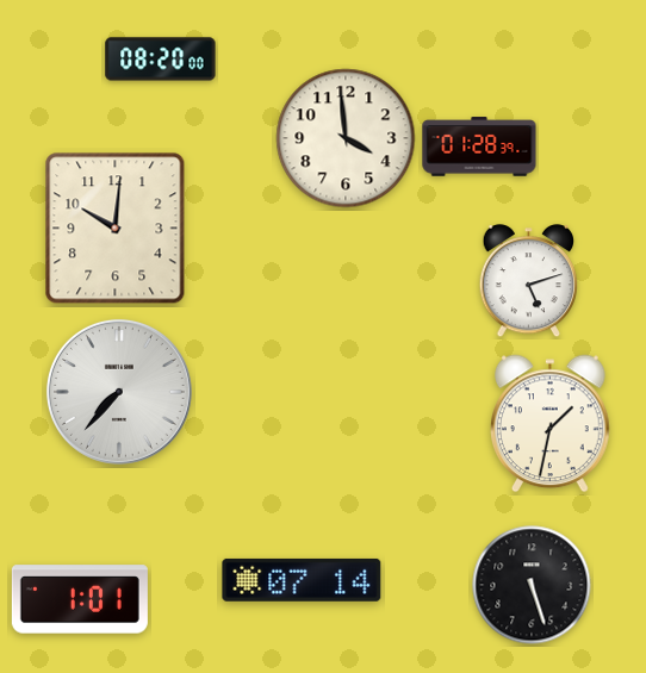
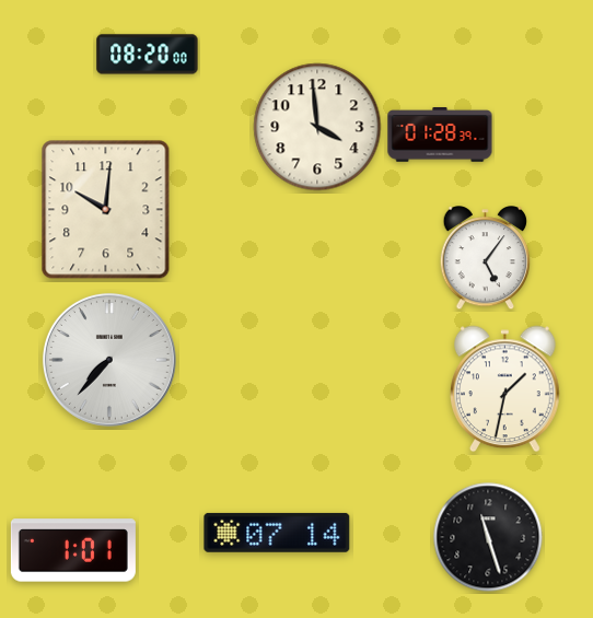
clock at (529, 282): 5:12 -> 5:06
clock at (532, 585): 5:27 -> 11:27
